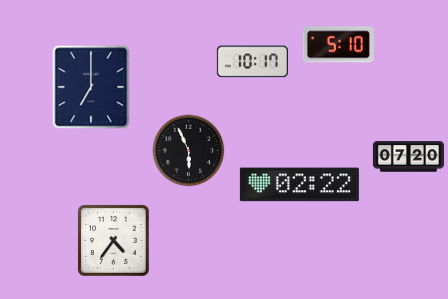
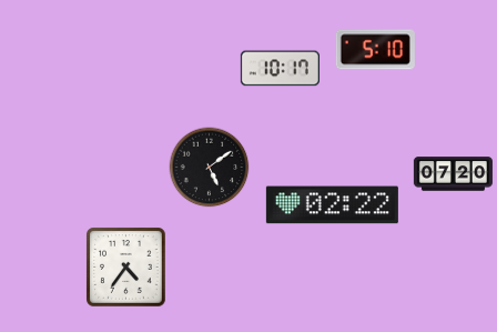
clock at (91, 87): 7:00 -> none
clock at (189, 151): 5:56 -> 5:09
